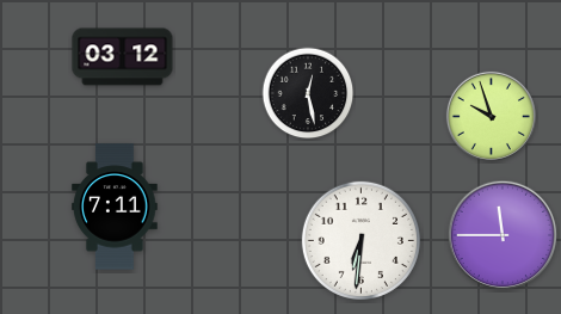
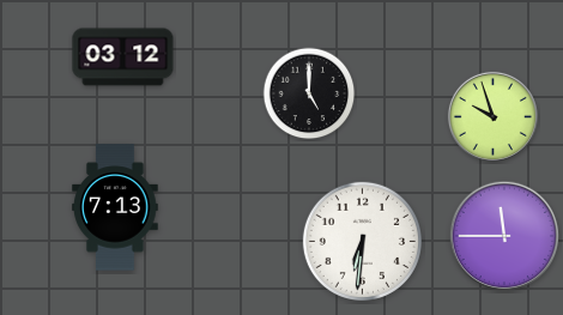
clock at (308, 93): 12:28 -> 5:00
clock at (115, 207): 7:11 -> 7:13
